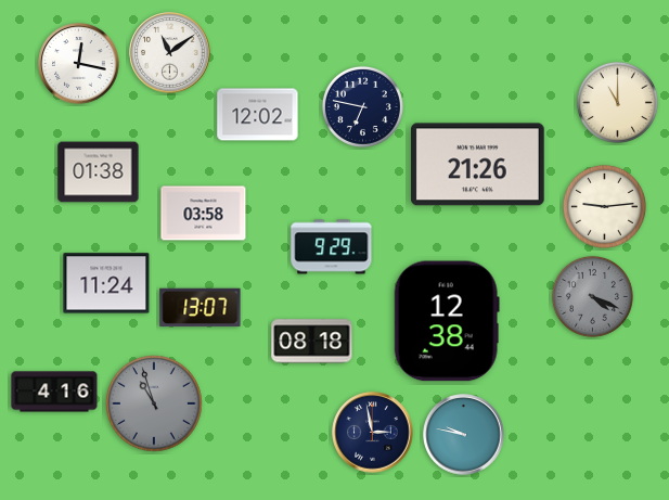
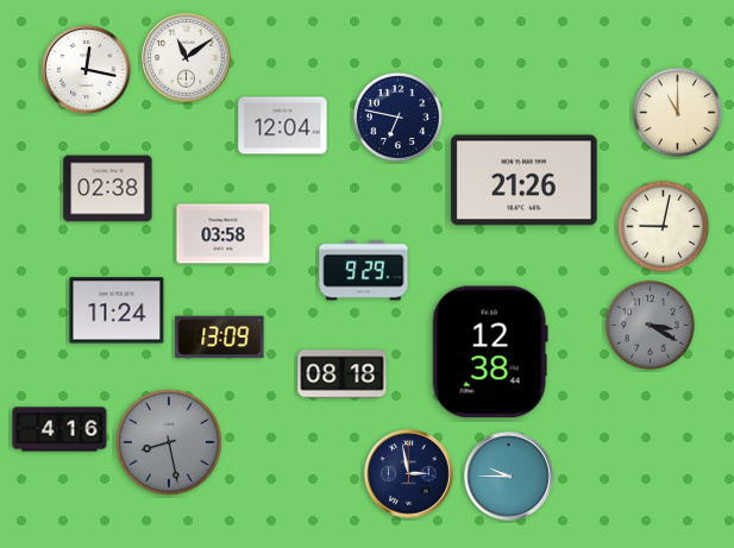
clock at (258, 115): 12:02 -> 12:04
clock at (99, 172): 01:38 -> 02:38
clock at (604, 206): 9:14 -> 9:02
clock at (592, 296): 4:19 -> 3:20
clock at (201, 308): 13:07 -> 13:09
clock at (155, 405): 10:57 -> 8:28
clock at (464, 435): 9:47 -> 9:45
